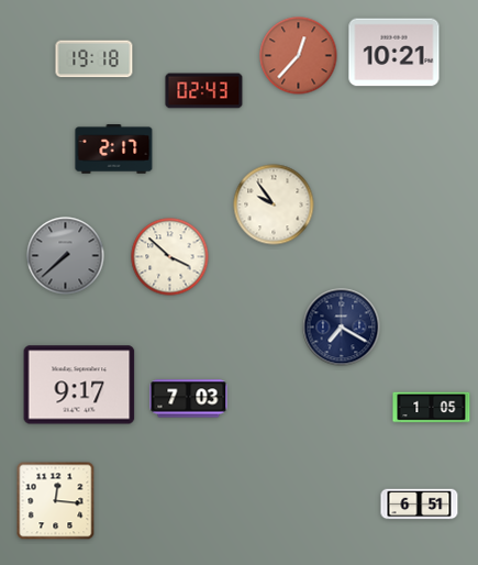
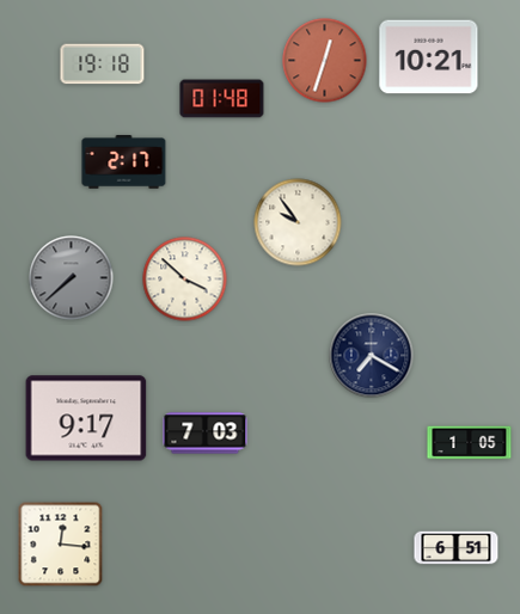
clock at (299, 56): 12:37 -> 12:33
clock at (204, 91): 02:43 -> 01:48
